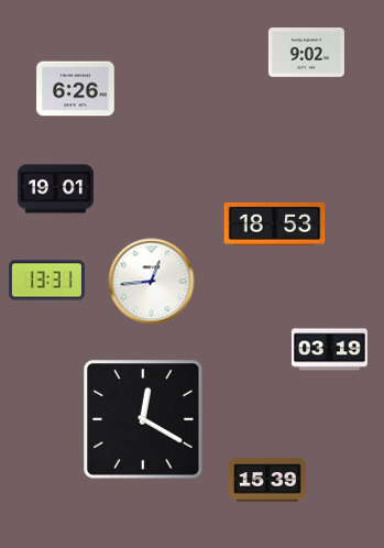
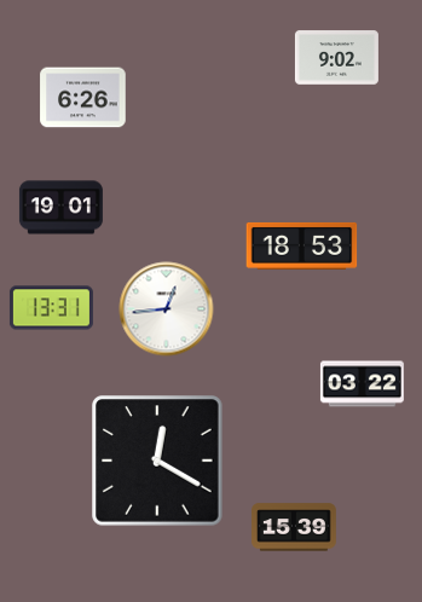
clock at (329, 350): 03:19 -> 03:22
